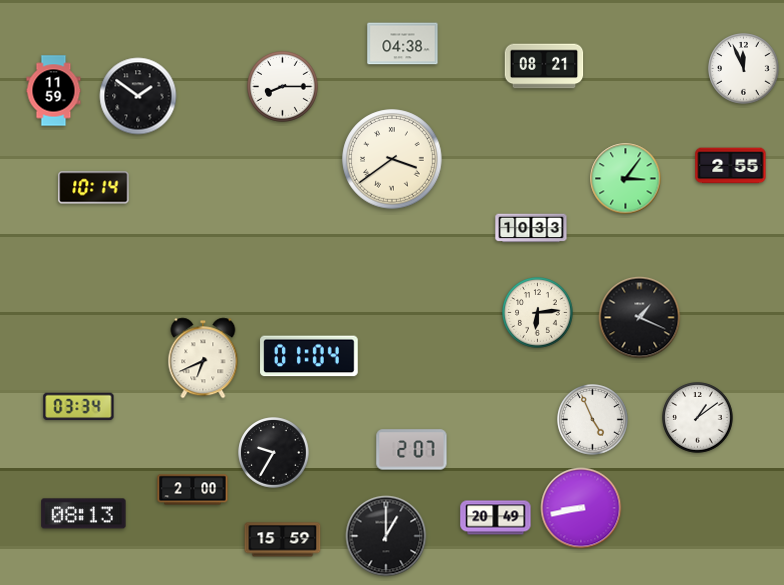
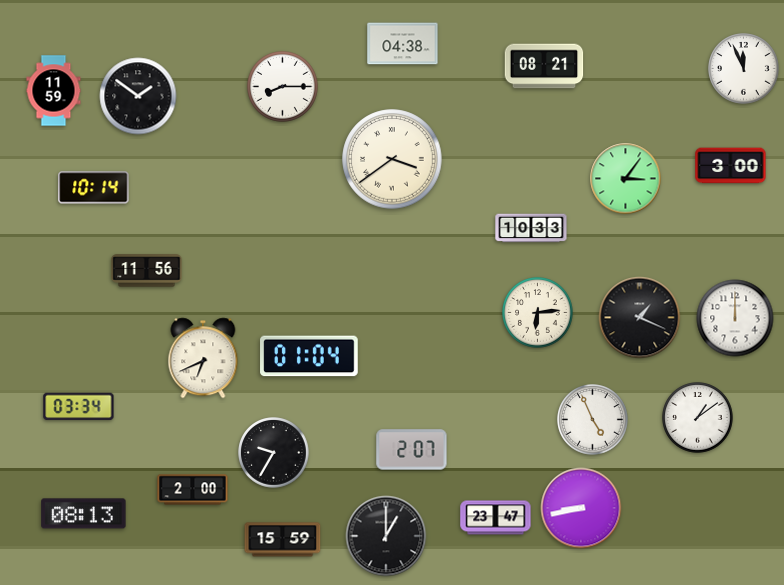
clock at (731, 166): 2:55 -> 3:00
clock at (147, 271): none -> 11:56
clock at (735, 318): none -> 12:00
clock at (496, 518): 20:49 -> 23:47
